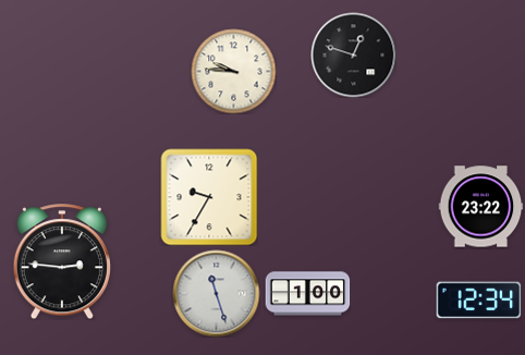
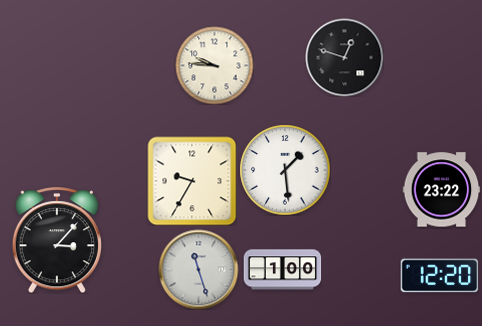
clock at (353, 54) position: (353, 54) -> (344, 57)
clock at (285, 170): none -> 1:29
clock at (61, 261): 2:46 -> 3:07
clock at (478, 301): 12:34 -> 12:20
